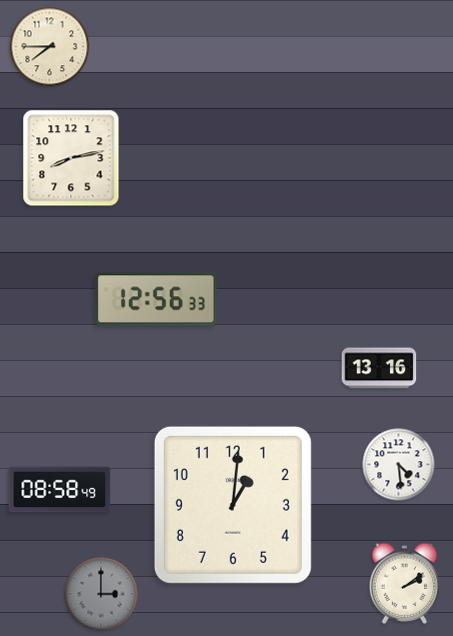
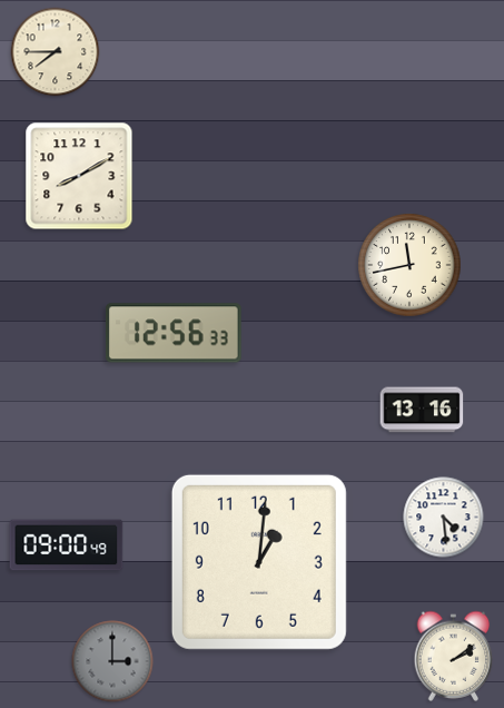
clock at (71, 158): 8:13 -> 8:10
clock at (409, 265): none -> 11:43
clock at (60, 490): 08:58 -> 09:00
clock at (405, 583) position: (405, 583) -> (454, 656)
